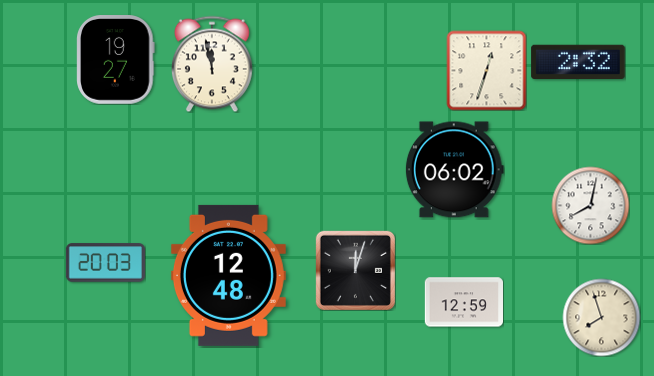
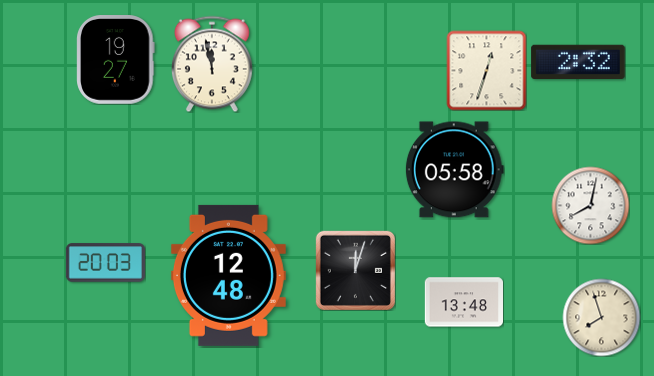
clock at (454, 170): 06:02 -> 05:58
clock at (463, 302): 12:59 -> 13:48
